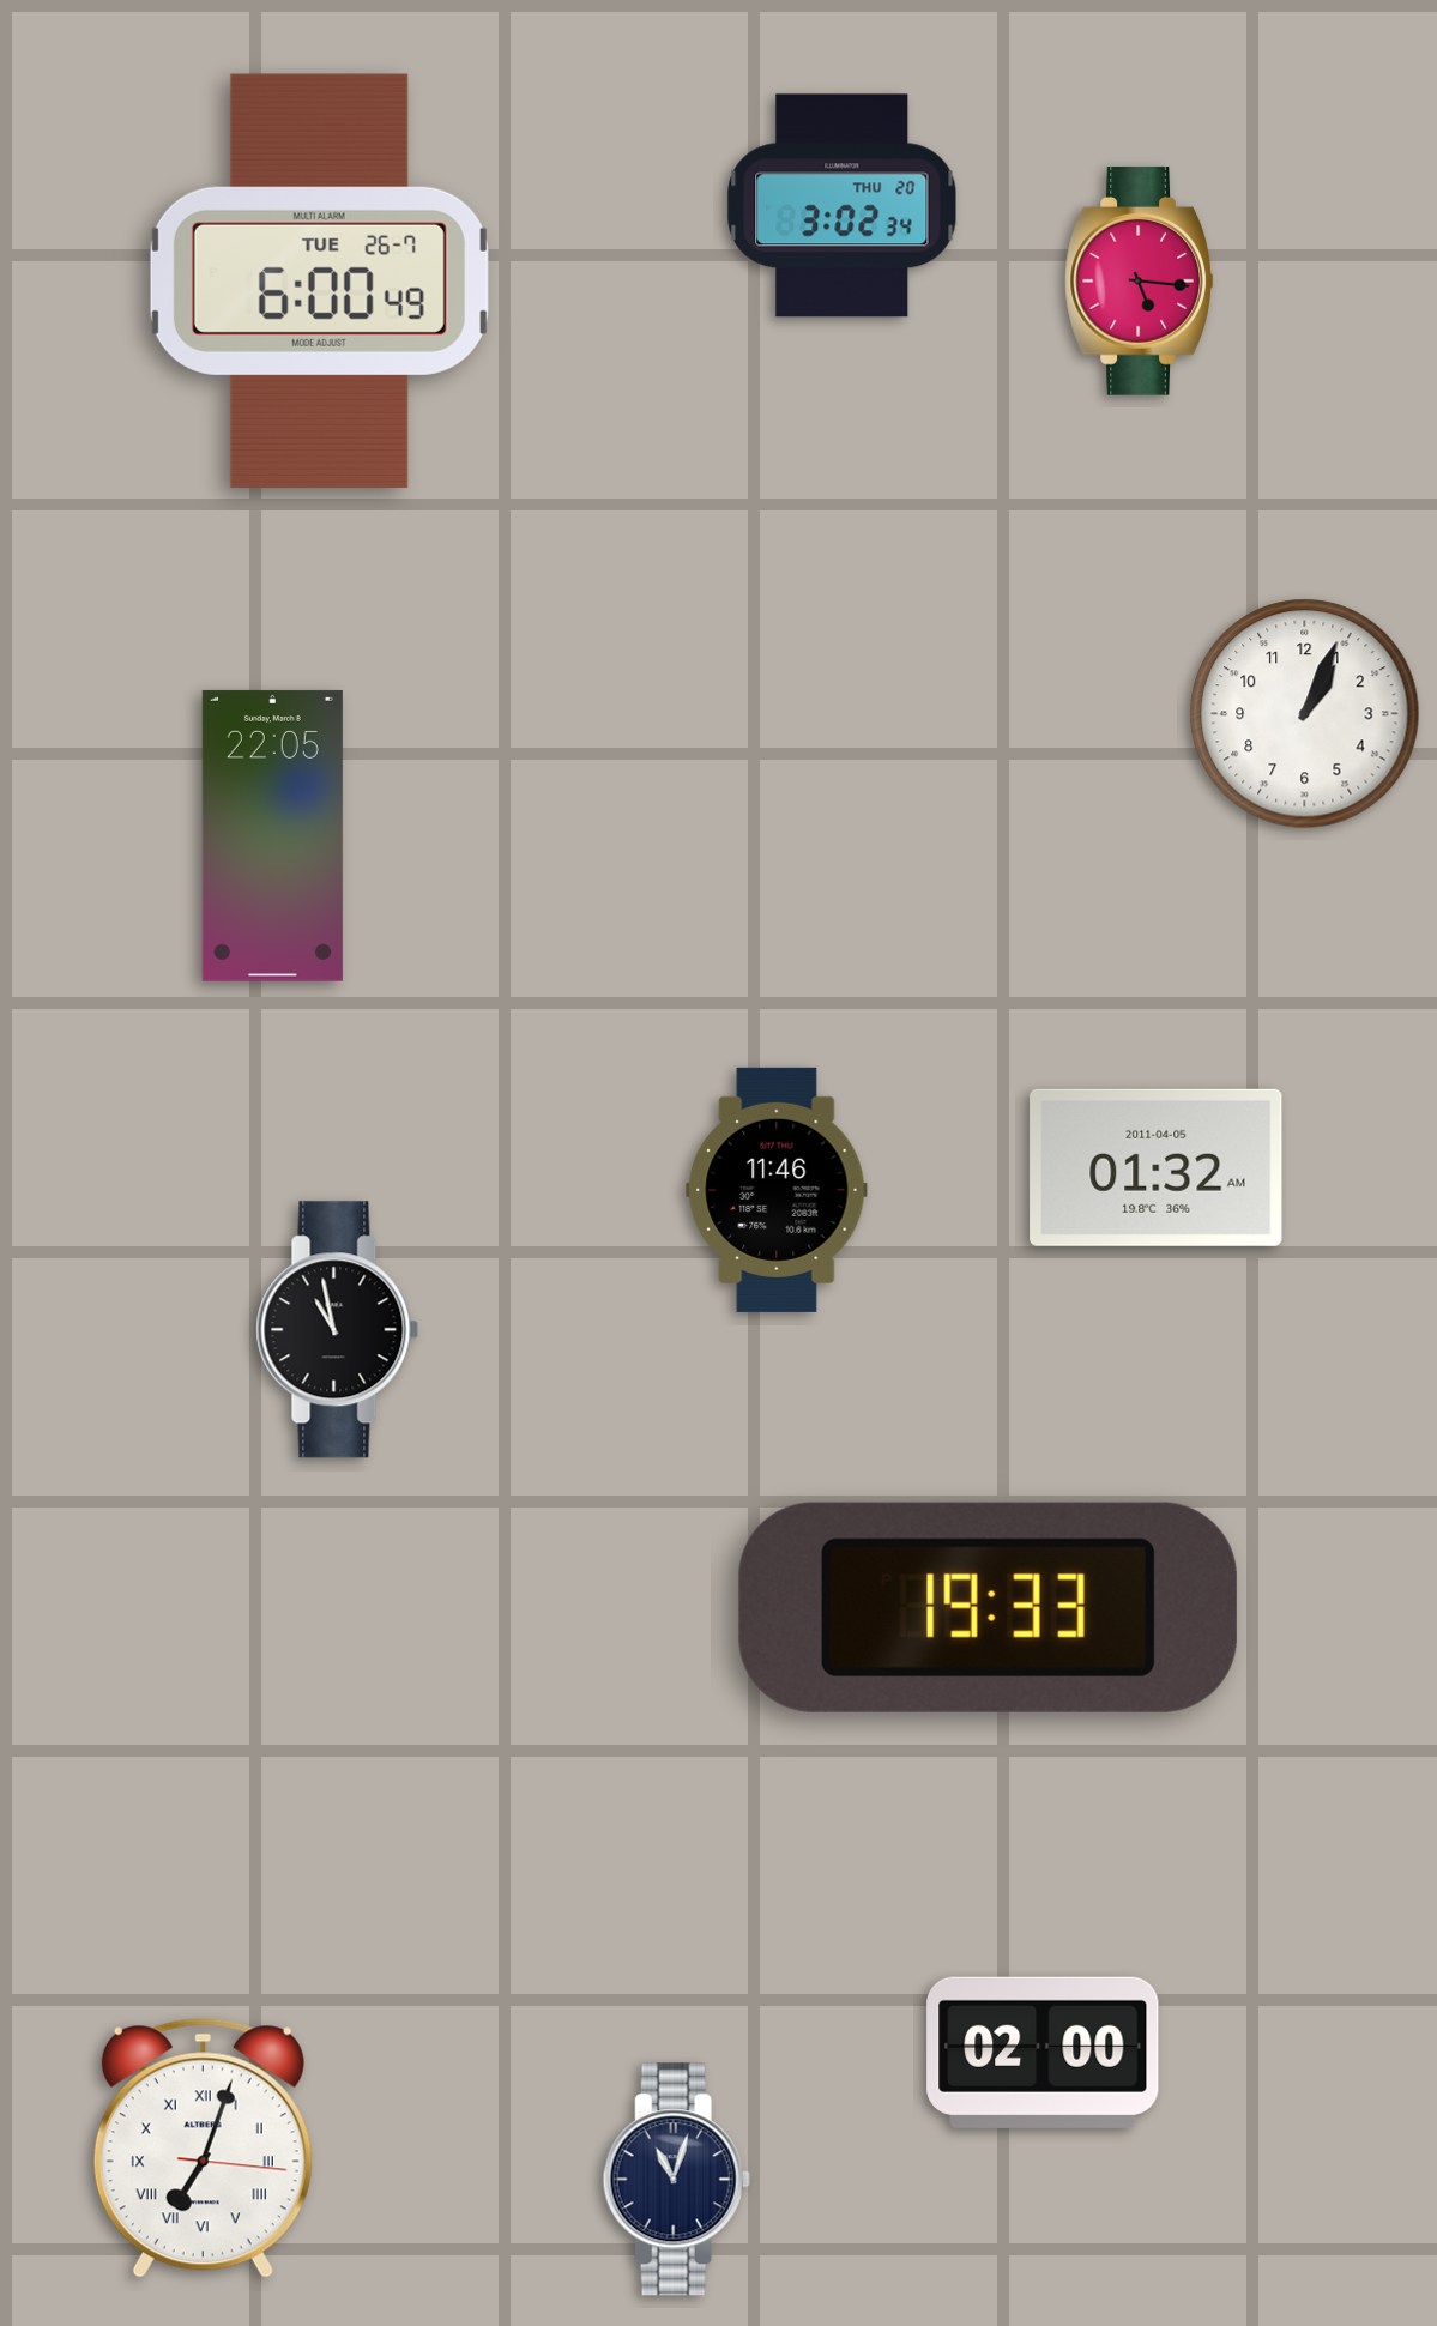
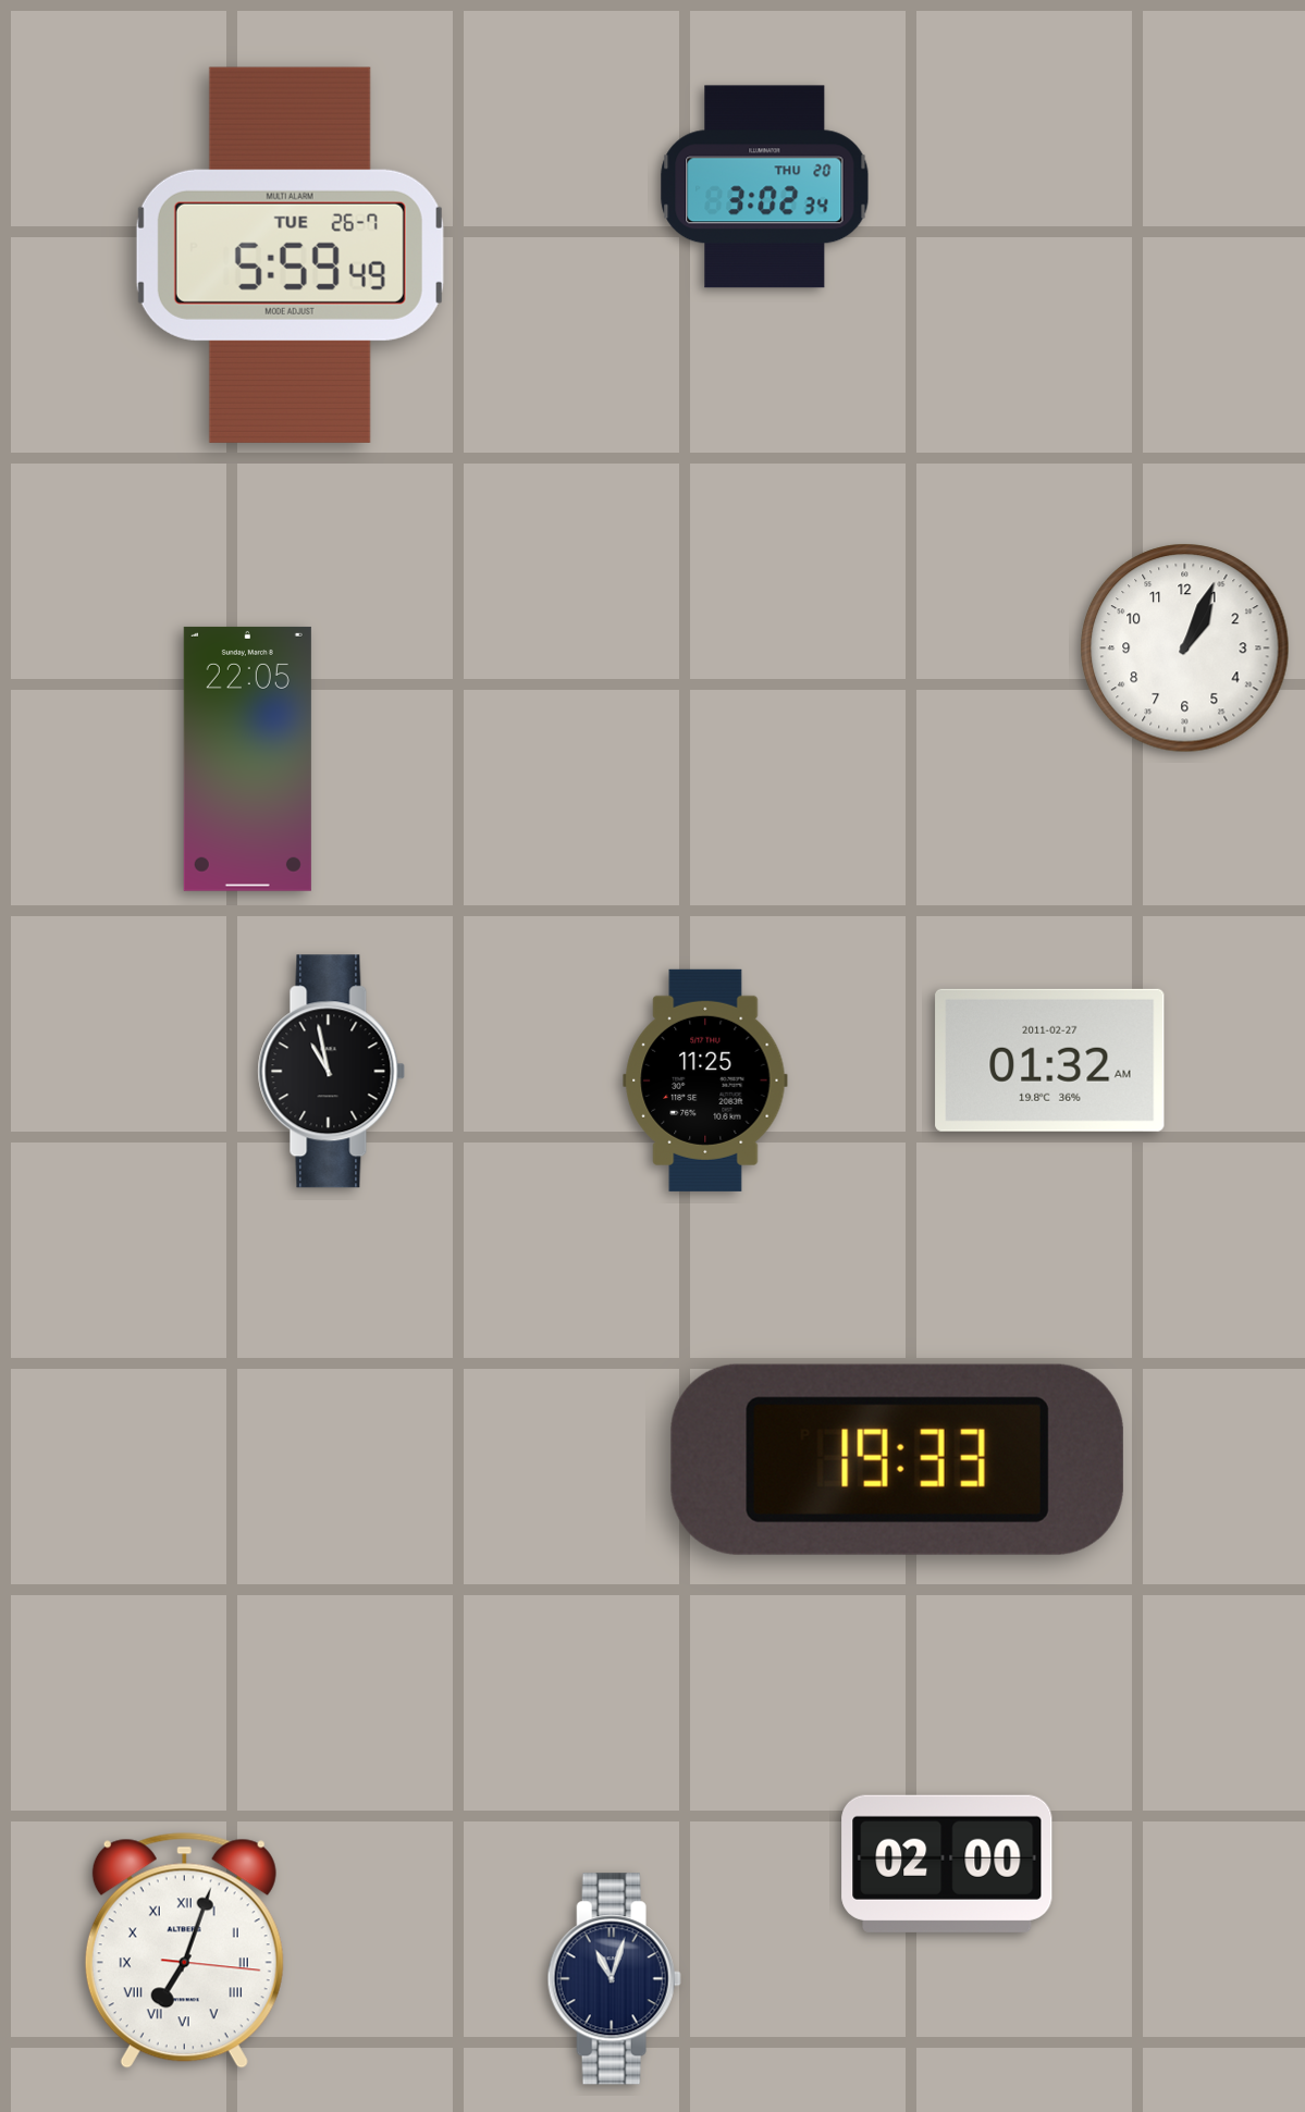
clock at (319, 280): 6:00 -> 5:59
clock at (1140, 282): 5:16 -> none
clock at (1157, 1167) date: 2011-04-05 -> 2011-02-27
clock at (777, 1190): 11:46 -> 11:25
clock at (338, 1330) position: (338, 1330) -> (332, 1072)
